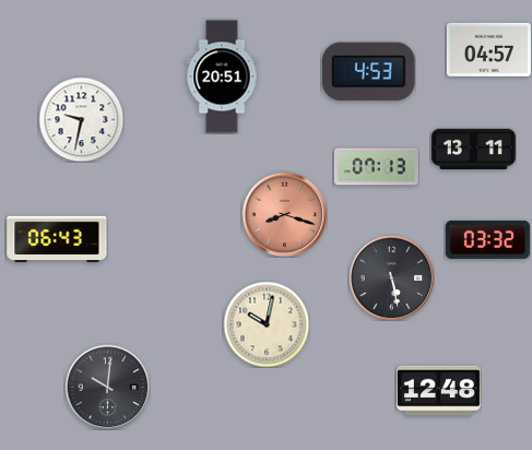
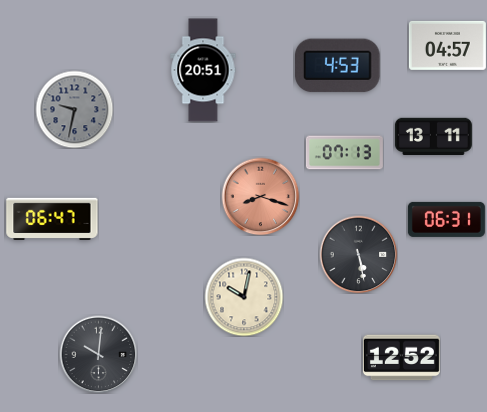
clock at (81, 119) dial: white -> grey
clock at (57, 238): 06:43 -> 06:47
clock at (487, 239): 03:32 -> 06:31
clock at (438, 391): 12:48 -> 12:52
